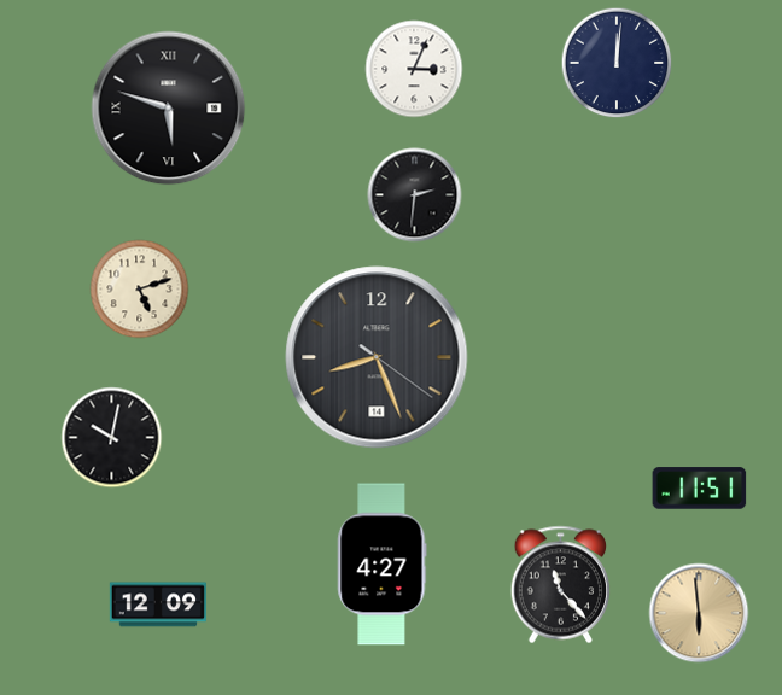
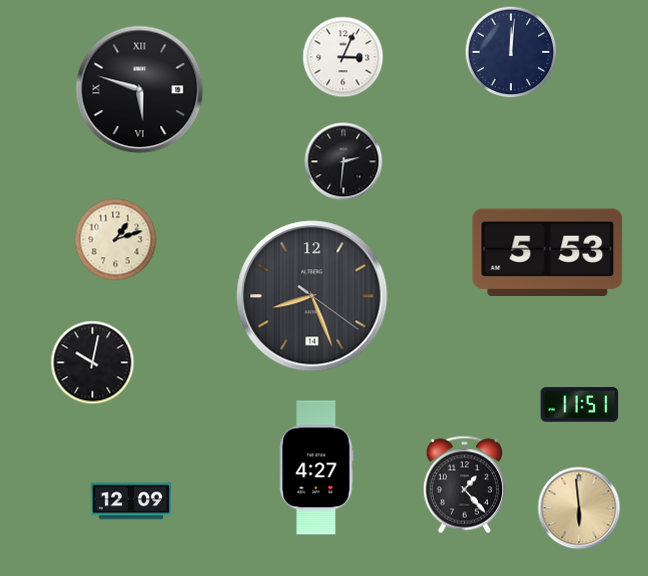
clock at (140, 290): 5:12 -> 1:12
clock at (548, 252): none -> 5:53
clock at (560, 585): 11:23 -> 1:23
